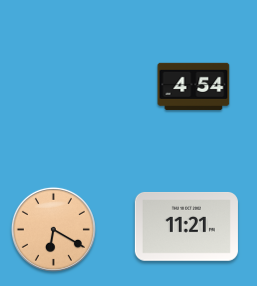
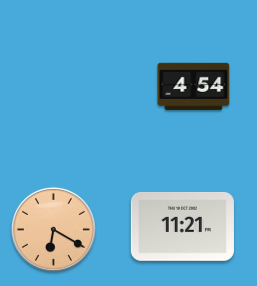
clock at (186, 226) position: (186, 226) -> (182, 226)
